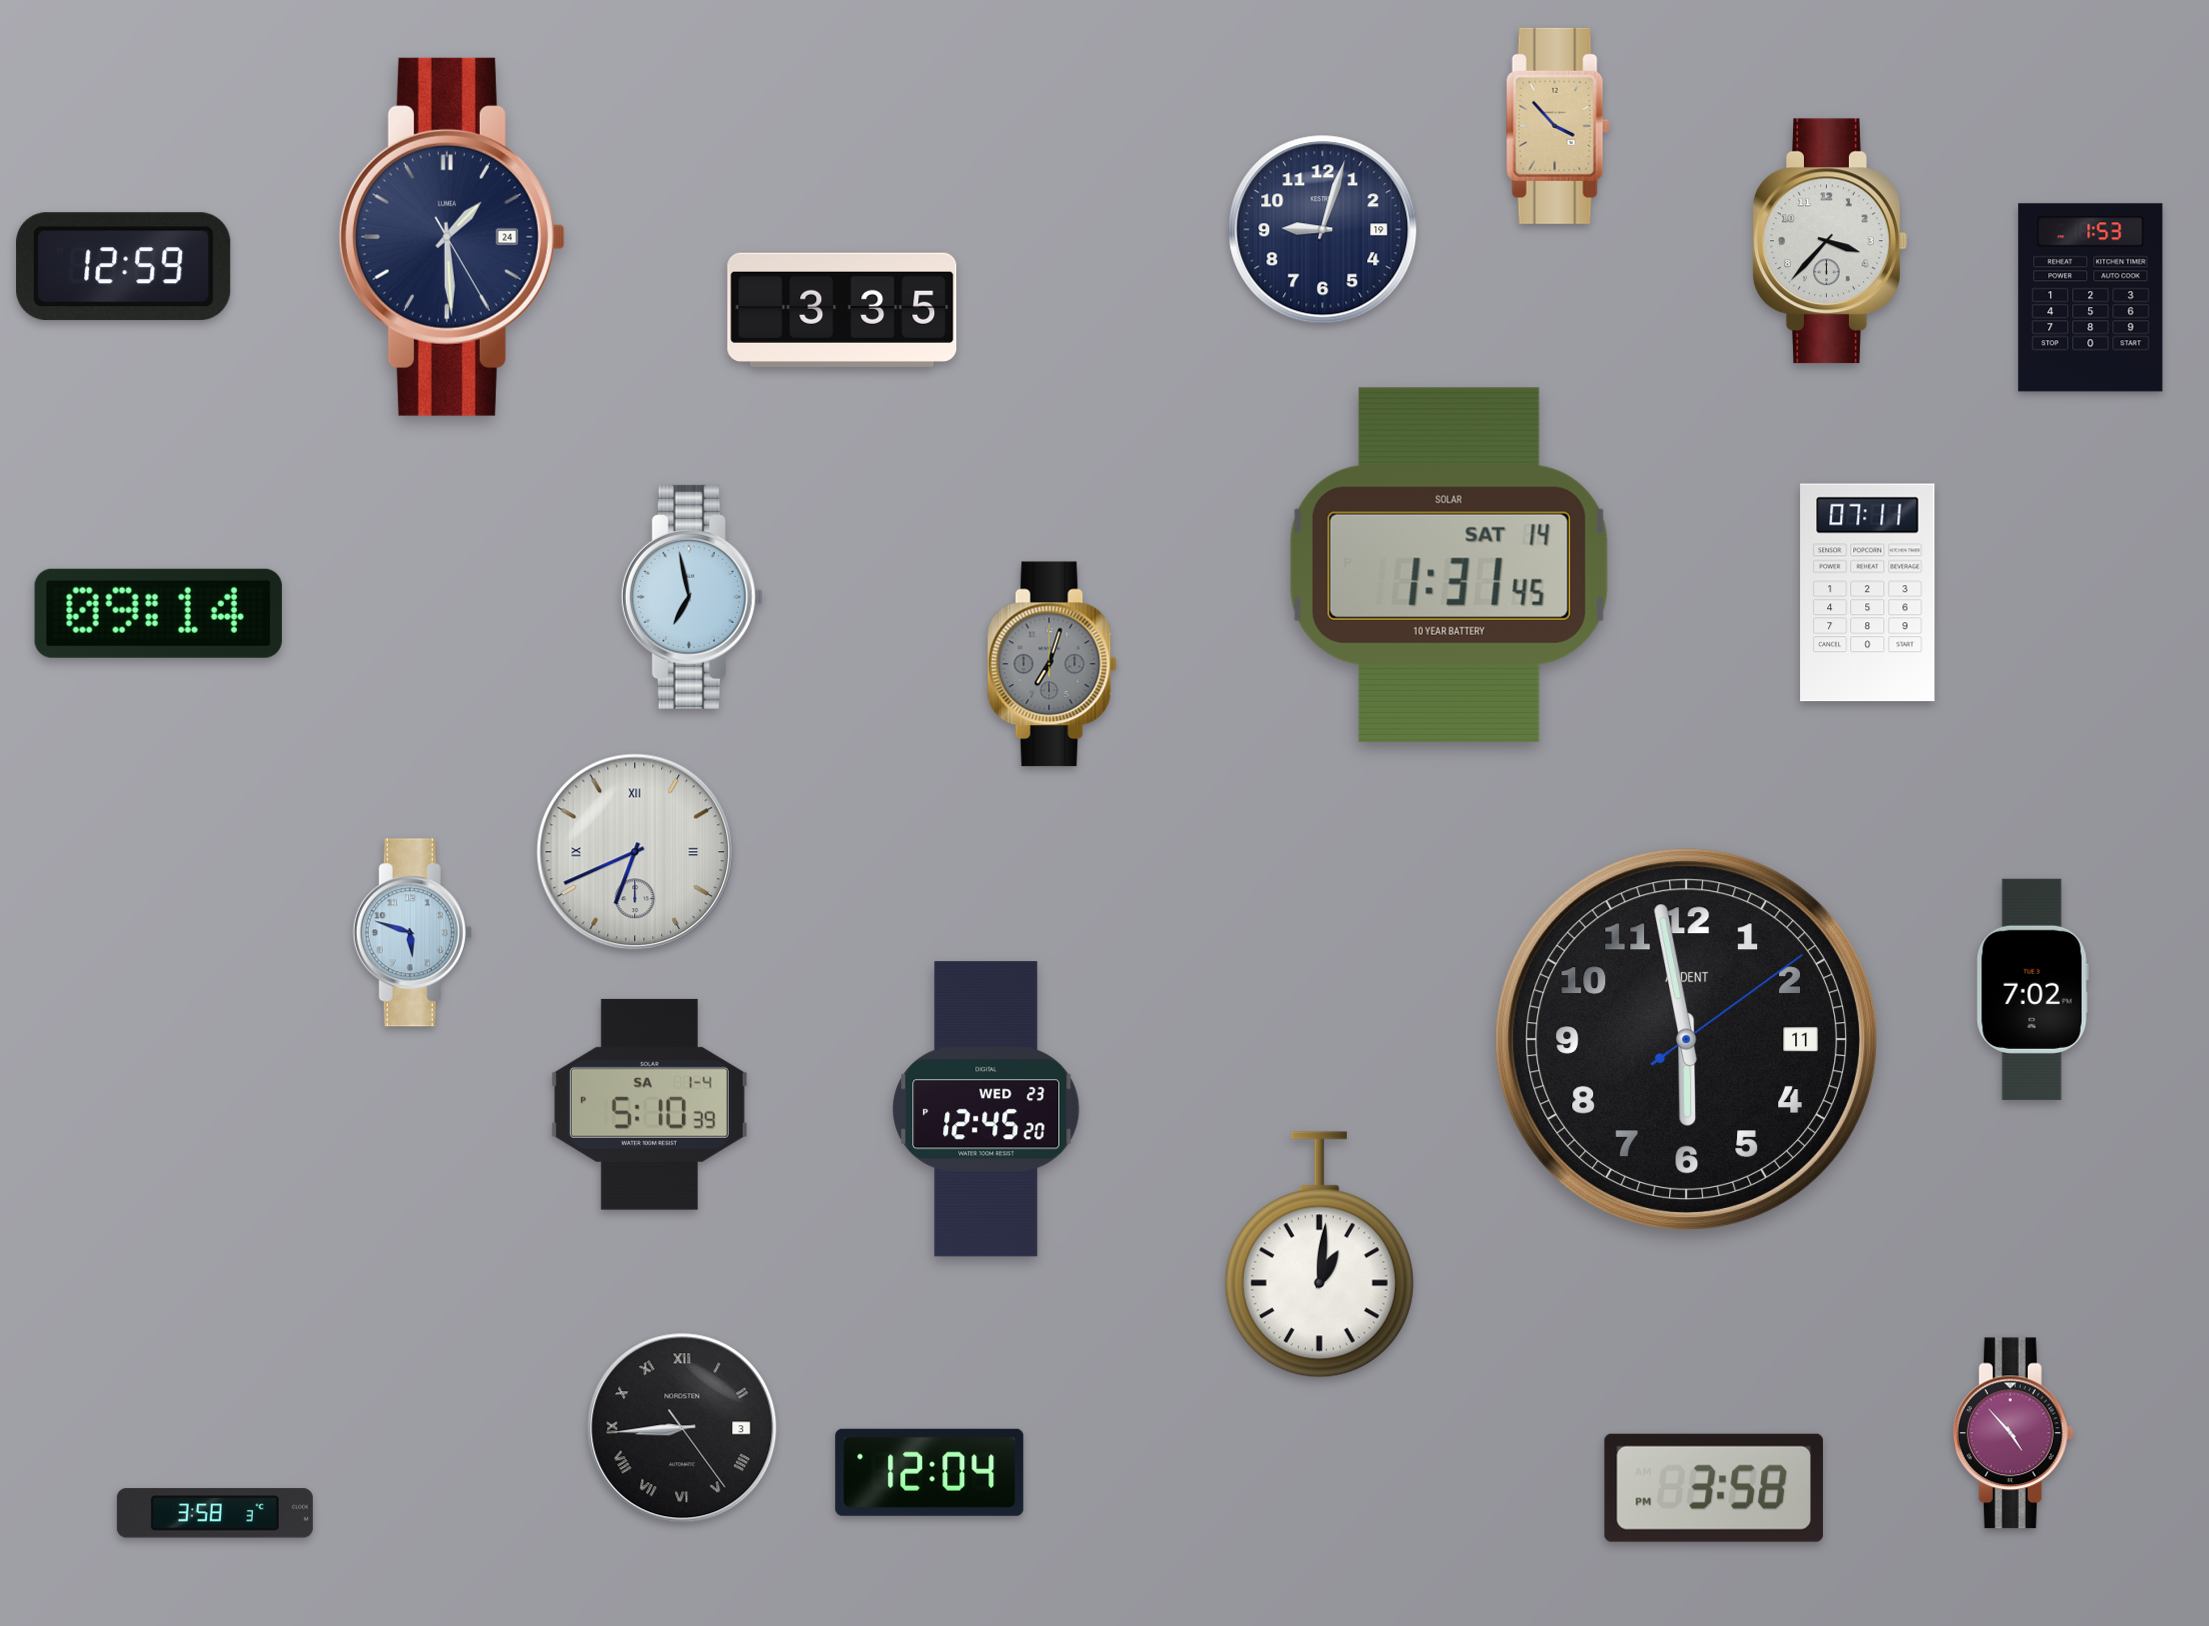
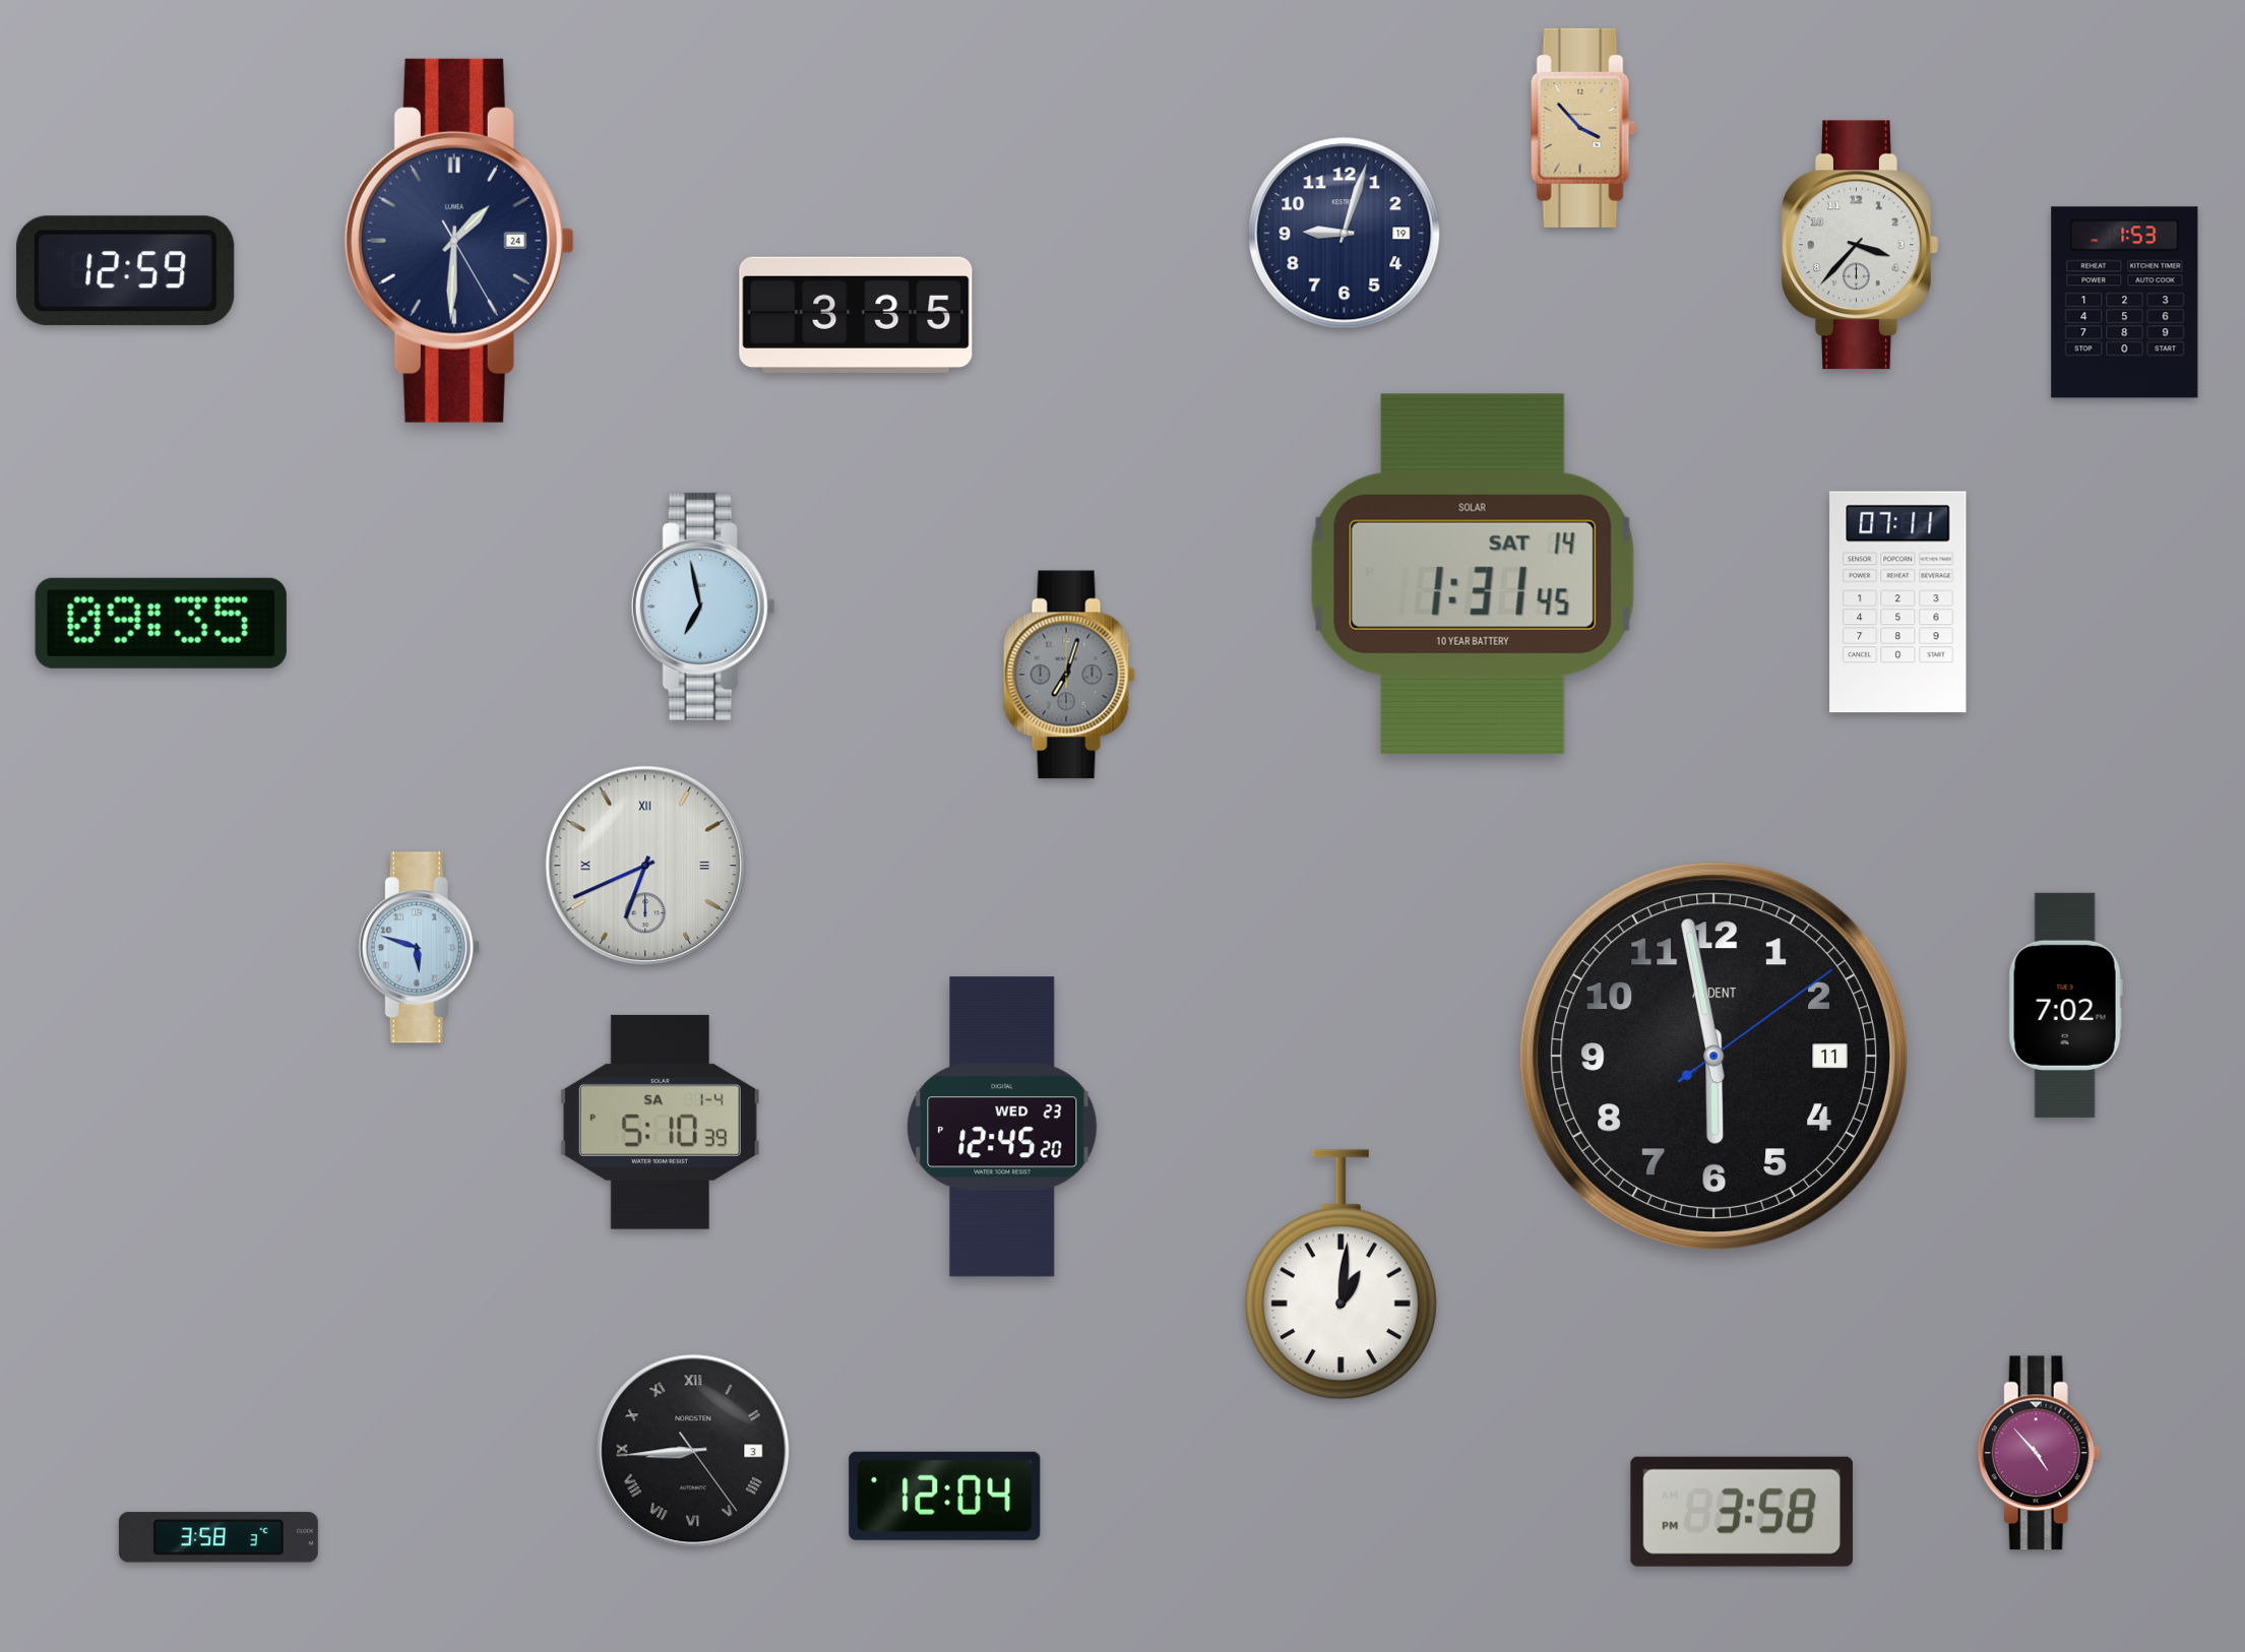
clock at (452, 237): 1:29 -> 1:30
clock at (158, 613): 09:14 -> 09:35
clock at (2013, 1433) position: (2013, 1433) -> (2039, 1453)
